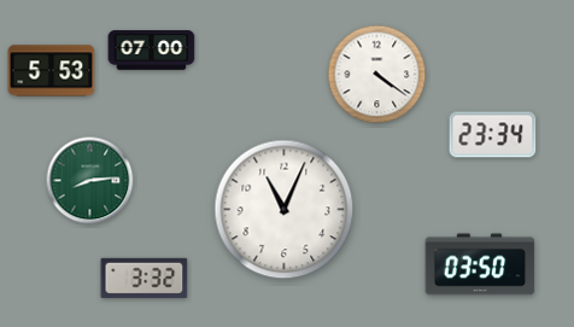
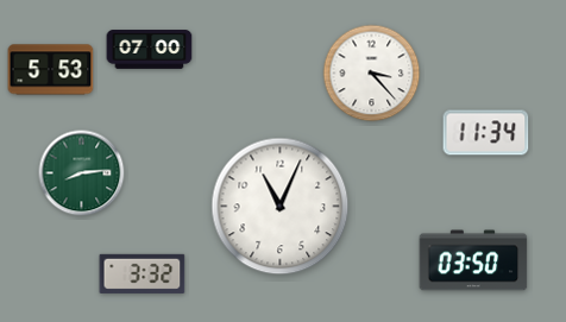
clock at (377, 75): 4:21 -> 3:23
clock at (493, 135): 23:34 -> 11:34
clock at (90, 181) position: (90, 181) -> (82, 173)
